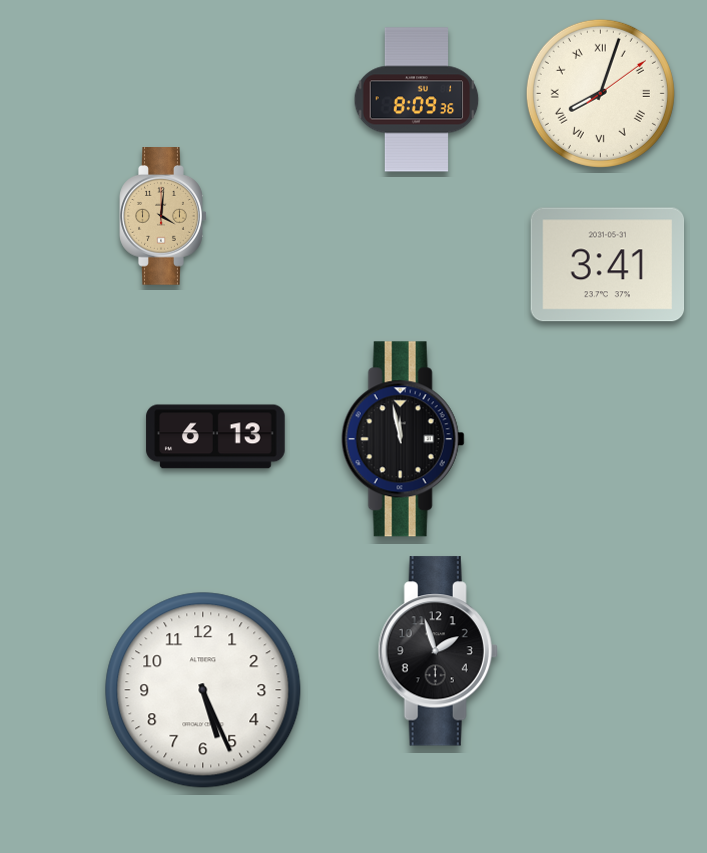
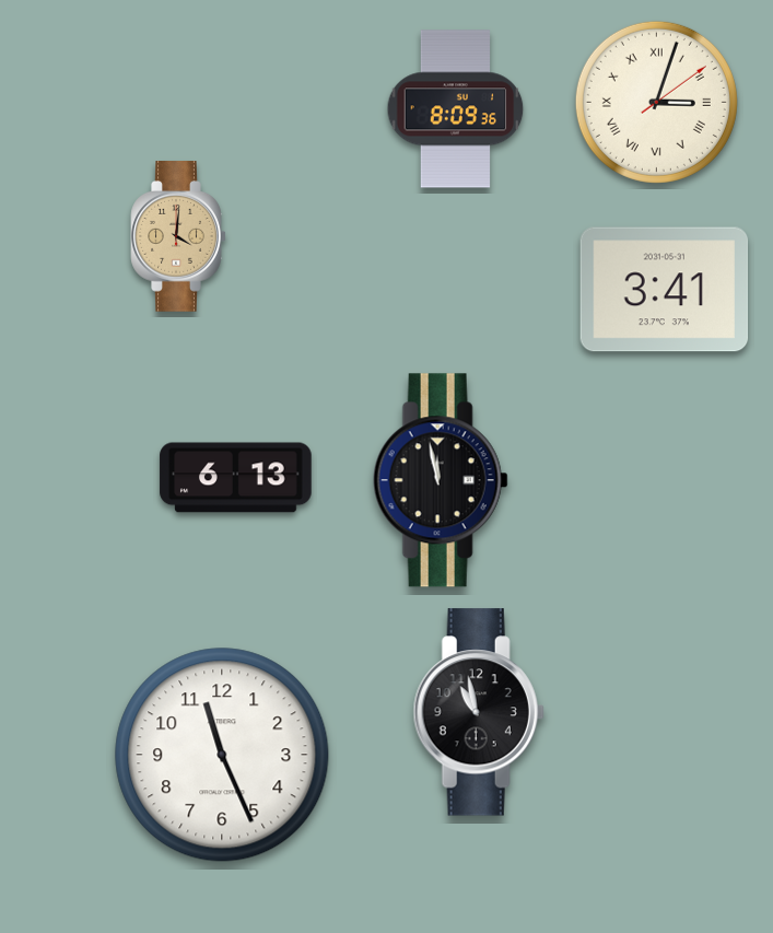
clock at (600, 93): 8:03 -> 3:03
clock at (438, 651): 1:57 -> 10:58
clock at (203, 690): 5:26 -> 11:26
